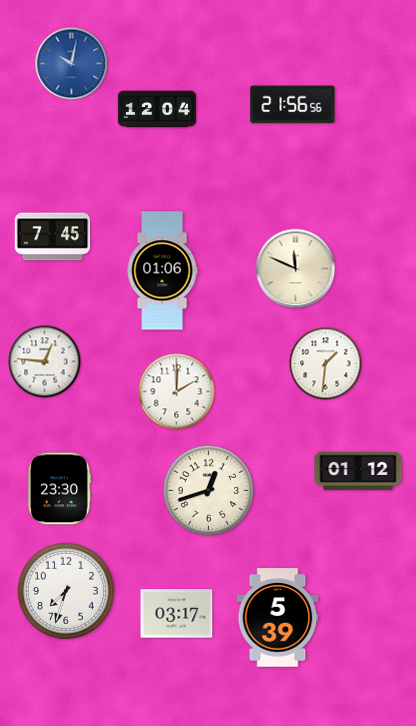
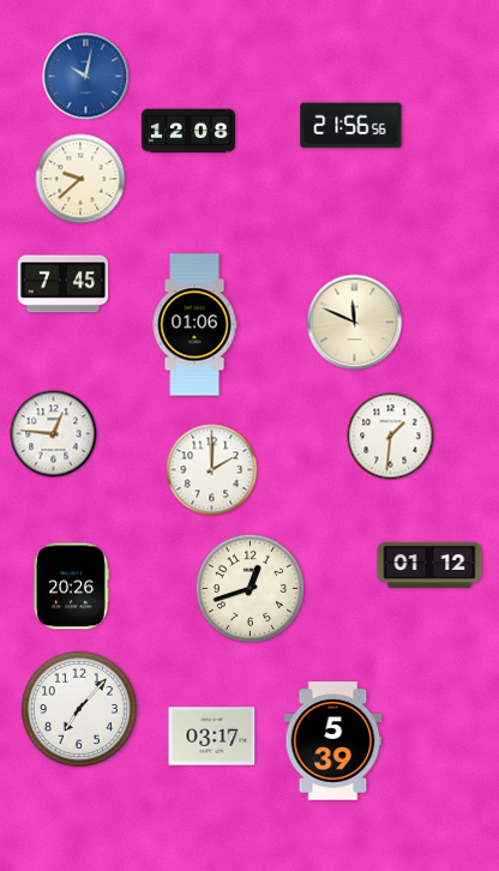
clock at (157, 109): 12:04 -> 12:08
clock at (80, 179): none -> 9:38
clock at (59, 489): 23:30 -> 20:26
clock at (66, 591): 7:33 -> 7:07
